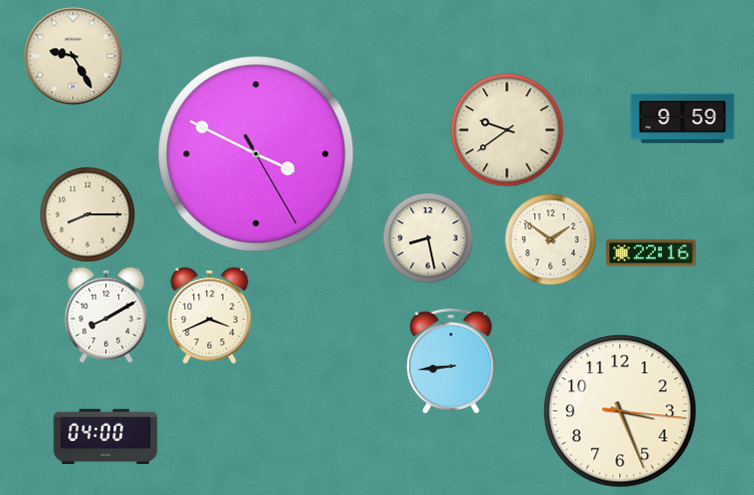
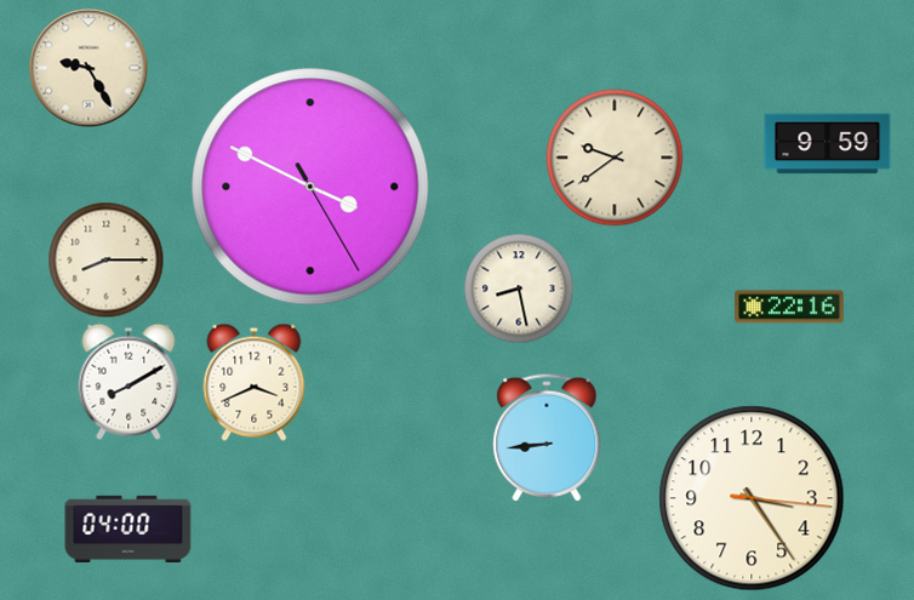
clock at (551, 240): 1:51 -> none
clock at (620, 411): 3:26 -> 3:24
